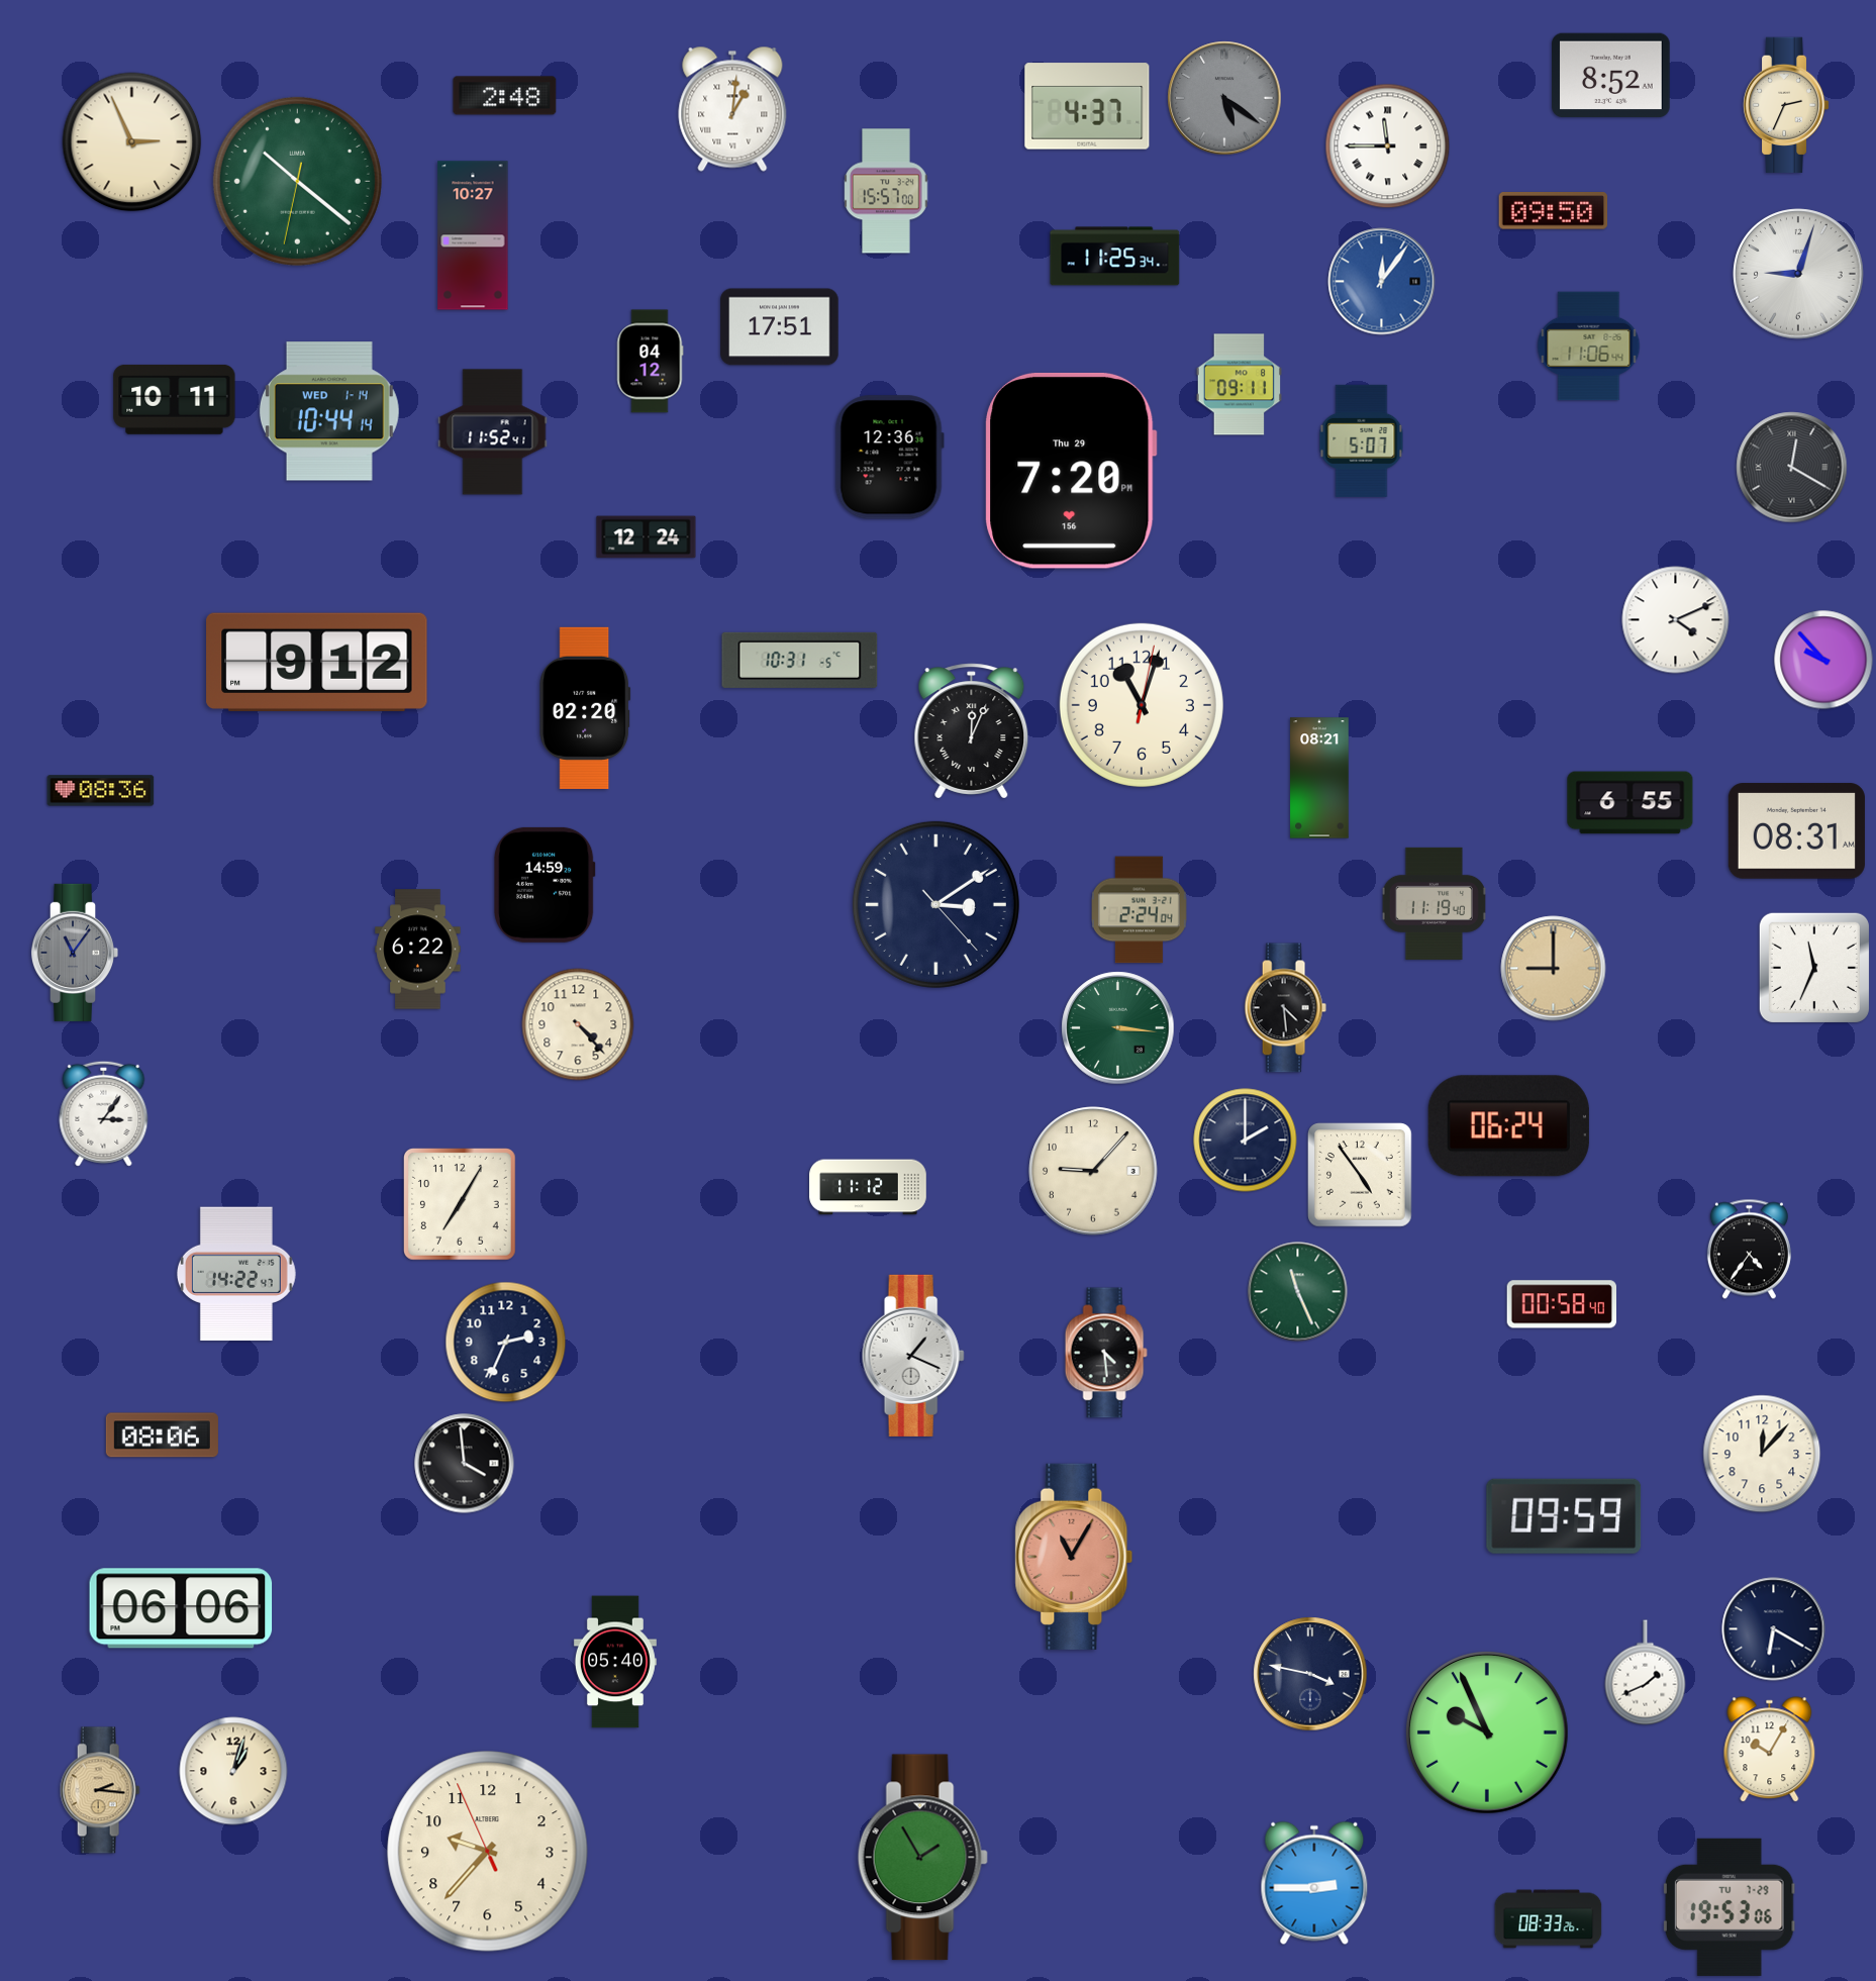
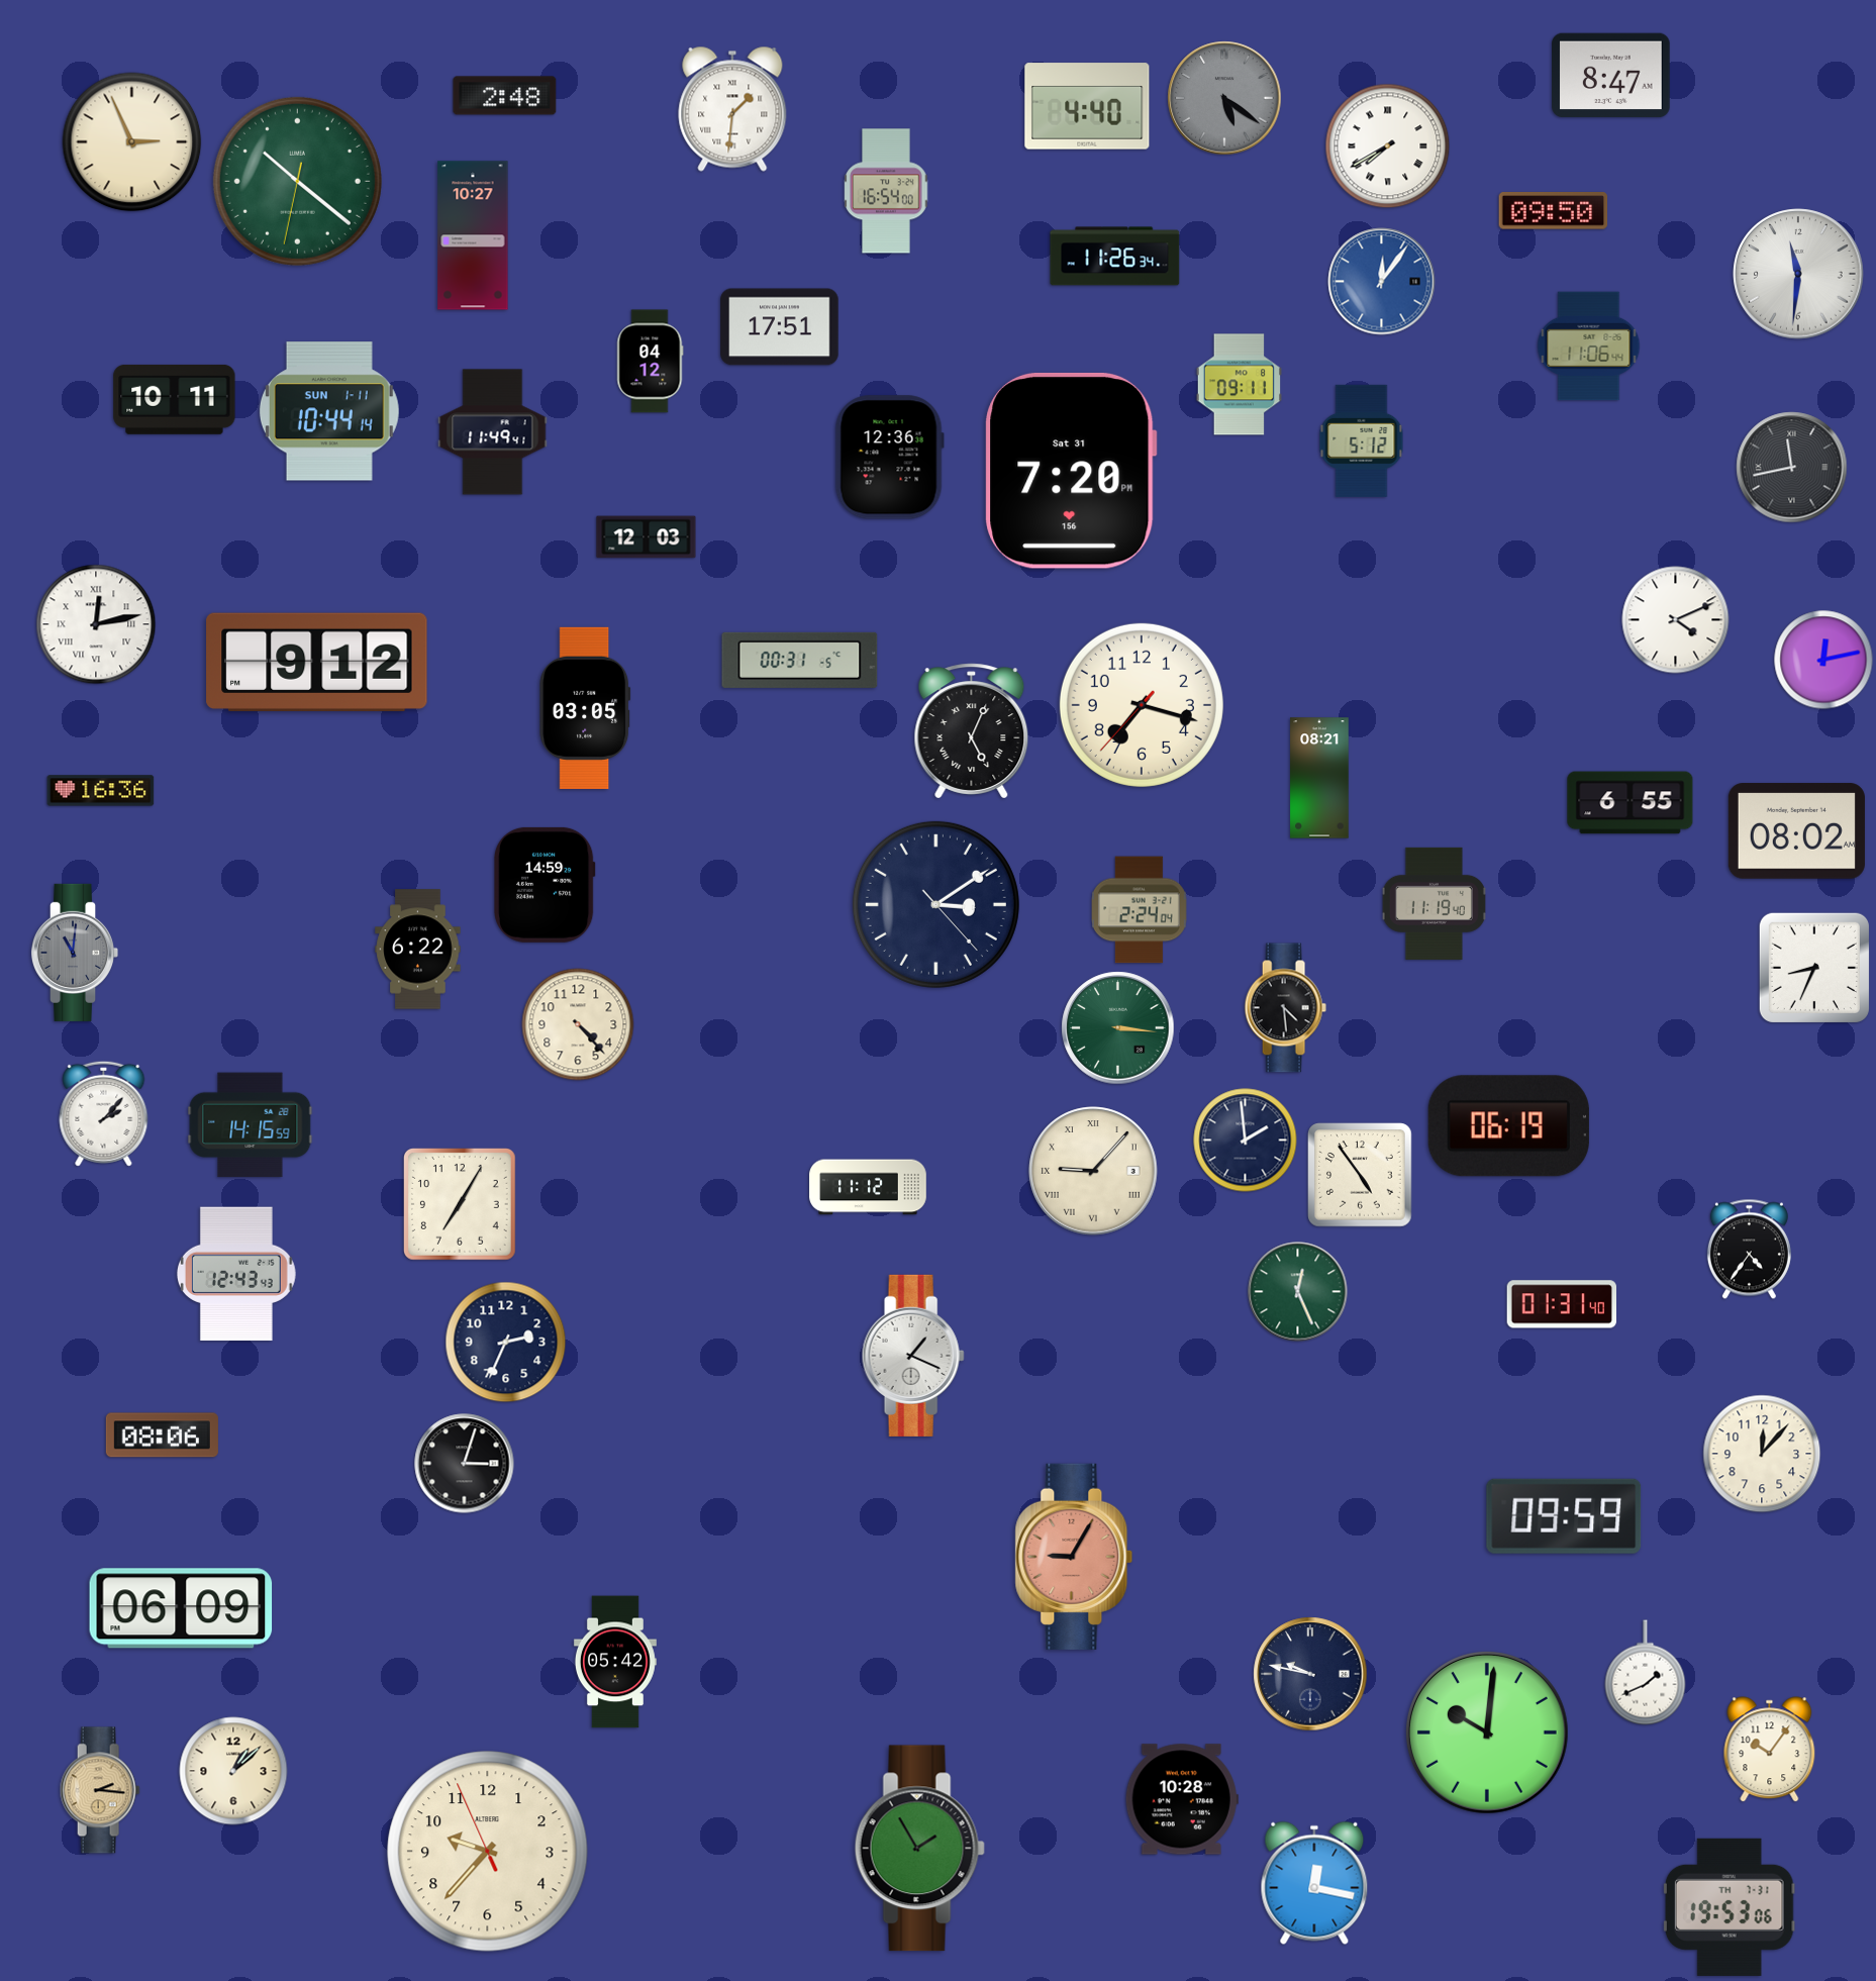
clock at (1611, 76): 8:52 -> 8:47
clock at (1786, 104): 2:34 -> none
clock at (1087, 106): 4:37 -> 4:40
clock at (732, 109): 1:01 -> 1:31
clock at (1388, 146): 11:45 -> 7:40
clock at (886, 191): 15:57 -> 16:54
clock at (1115, 257): 11:25 -> 11:26
clock at (1798, 274): 9:03 -> 11:31
clock at (329, 411) date: WED 1-14 -> SUN 1-11
clock at (493, 432): 11:52 -> 11:49
clock at (1362, 440): 5:07 -> 5:12
clock at (1792, 468): 12:20 -> 11:43
clock at (1071, 471) date: Thu 29 -> Sat 31
clock at (647, 537): 12:24 -> 12:03
clock at (96, 624): none -> 12:13
clock at (800, 660): 10:31 -> 00:31
clock at (1823, 660): 9:53 -> 12:13
clock at (1142, 705): 11:03 -> 7:17
clock at (585, 708): 02:20 -> 03:05
clock at (972, 731): 12:04 -> 5:04
clock at (101, 791): 08:36 -> 16:36
clock at (1796, 831): 08:31 -> 08:02
clock at (75, 953): 11:06 -> 11:01
clock at (1814, 968): 11:34 -> 8:34
clock at (1554, 969): 9:00 -> none
clock at (104, 1113): 3:06 -> 2:07
clock at (251, 1125): none -> 14:15
clock at (1508, 1126): 06:24 -> 06:19
clock at (1246, 1141): 2:00 -> 1:59
clock at (1093, 1171) numerals: Arabic -> Roman
clock at (236, 1274): 14:22 -> 12:43
clock at (1298, 1292): 11:26 -> 12:26
clock at (1561, 1304): 00:58 -> 01:31
clock at (1106, 1353): 4:29 -> none
clock at (465, 1464): 3:59 -> 3:03
clock at (1074, 1557): 11:05 -> 9:05
clock at (181, 1608): 06:06 -> 06:09
clock at (1774, 1629): 6:20 -> none
clock at (615, 1662): 05:40 -> 05:42
clock at (1310, 1674): 3:47 -> 9:47
clock at (1487, 1732): 9:56 -> 10:01
clock at (1770, 1750): 10:05 -> 10:06
clock at (233, 1771): 1:03 -> 1:08
clock at (1182, 1799): none -> 10:28
clock at (922, 1858) position: (922, 1858) -> (919, 1849)
clock at (1314, 1883): 2:45 -> 12:17
clock at (1730, 1907) date: TU 7-29 -> TH 7-31
clock at (1549, 1919): 08:33 -> none
